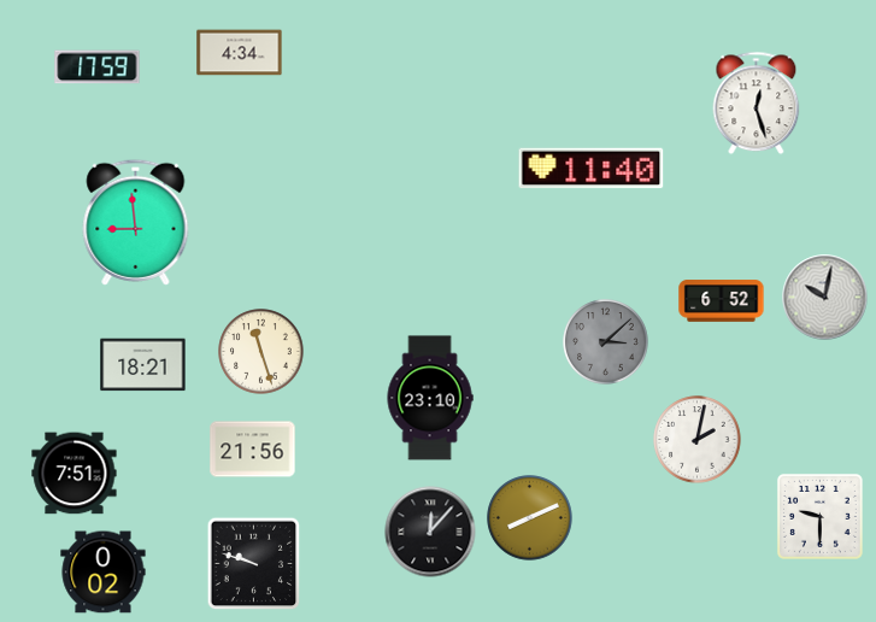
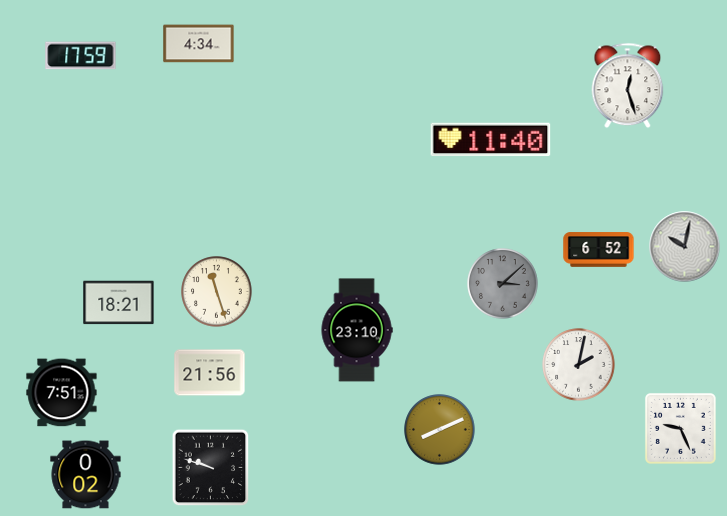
clock at (136, 222): 8:59 -> none
clock at (819, 516): 9:30 -> 9:26
clock at (430, 532): 12:07 -> none
